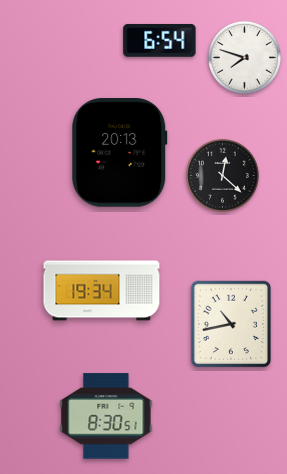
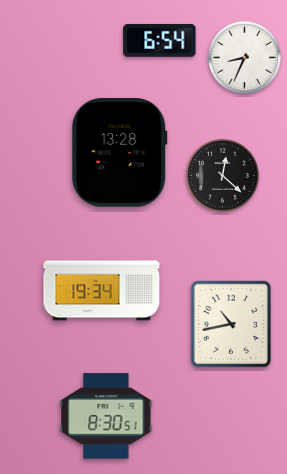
clock at (244, 57): 7:48 -> 8:34
clock at (120, 153): 20:13 -> 13:28
